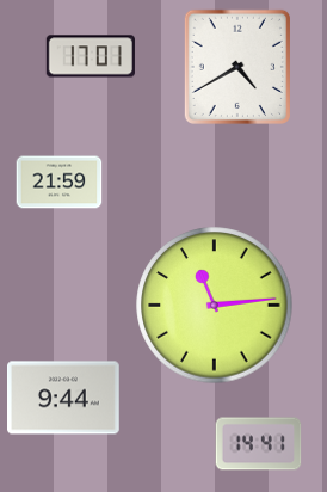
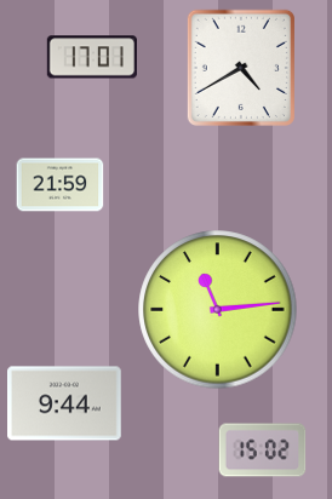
clock at (259, 444): 14:41 -> 15:02
